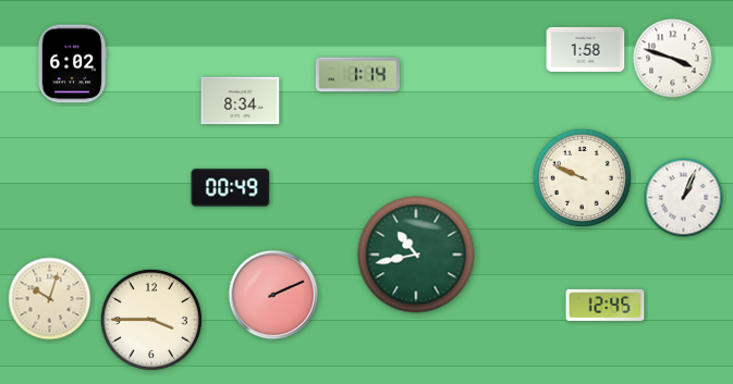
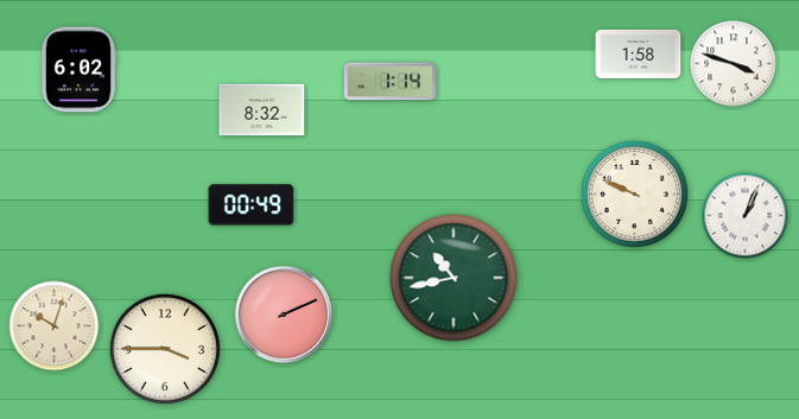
clock at (241, 101): 8:34 -> 8:32
clock at (273, 295) position: (273, 295) -> (284, 315)
clock at (606, 305): 12:45 -> none
